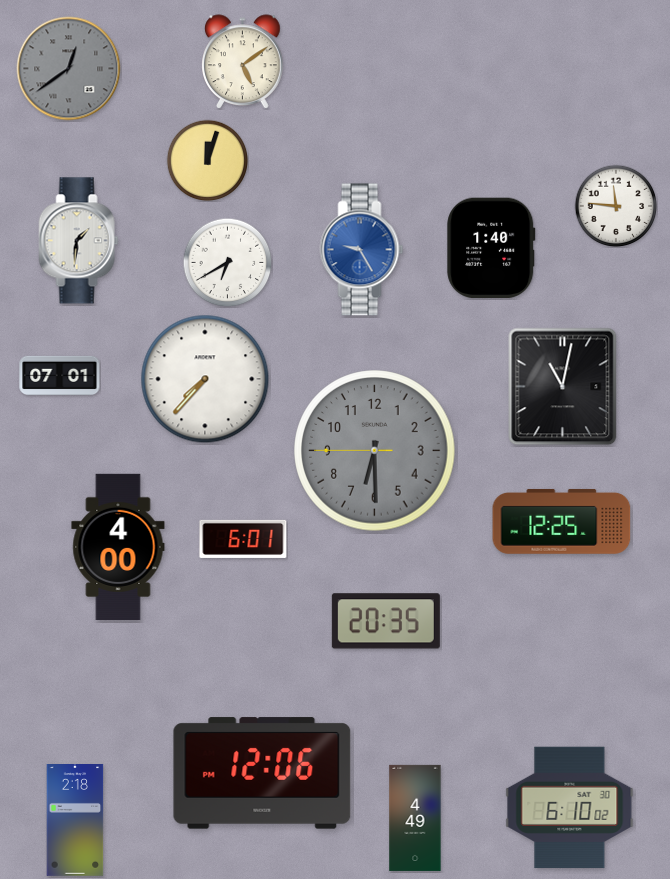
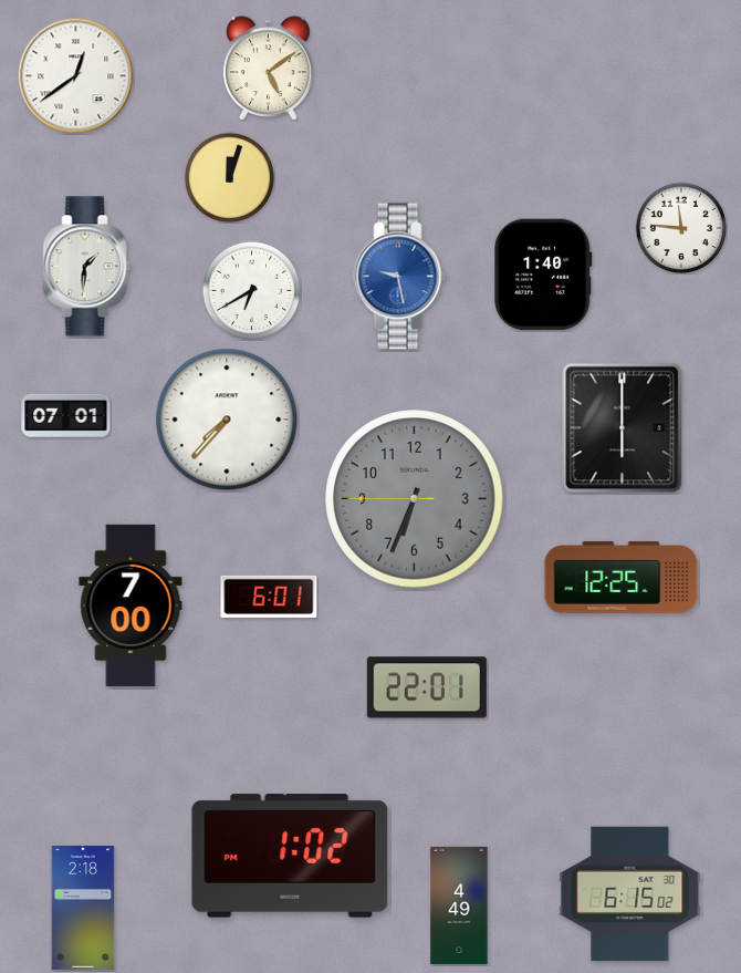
clock at (69, 69) dial: grey -> white
clock at (362, 250): 9:25 -> 9:28
clock at (563, 387): 11:02 -> 6:00
clock at (375, 451): 6:29 -> 6:33
clock at (118, 546): 4:00 -> 7:00
clock at (386, 621): 20:35 -> 22:01
clock at (262, 773): 12:06 -> 1:02
clock at (570, 808): 6:10 -> 6:15
